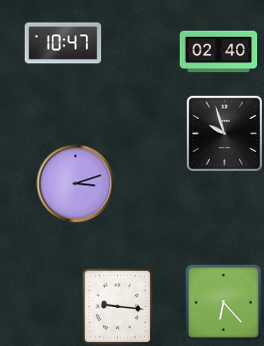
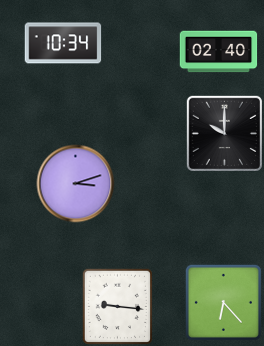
clock at (63, 43): 10:47 -> 10:34
clock at (224, 133): 9:57 -> 10:00
